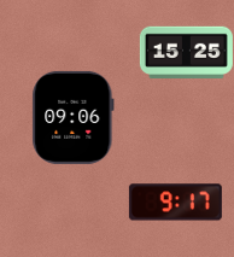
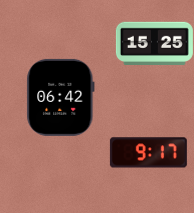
clock at (74, 117): 09:06 -> 06:42
clock at (175, 203) position: (175, 203) -> (148, 153)
